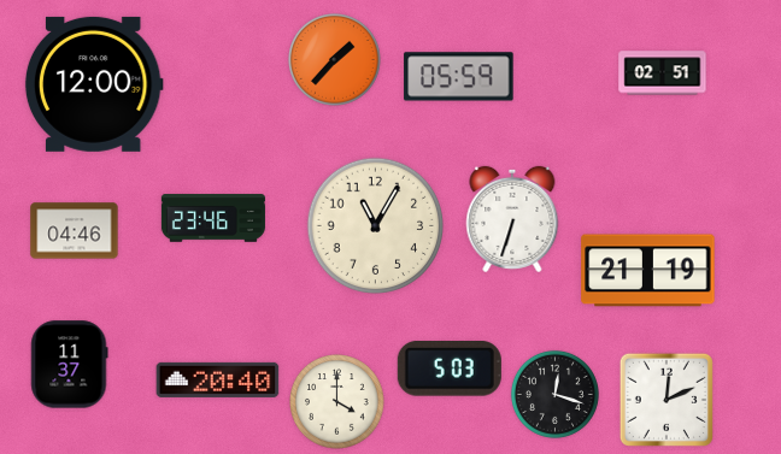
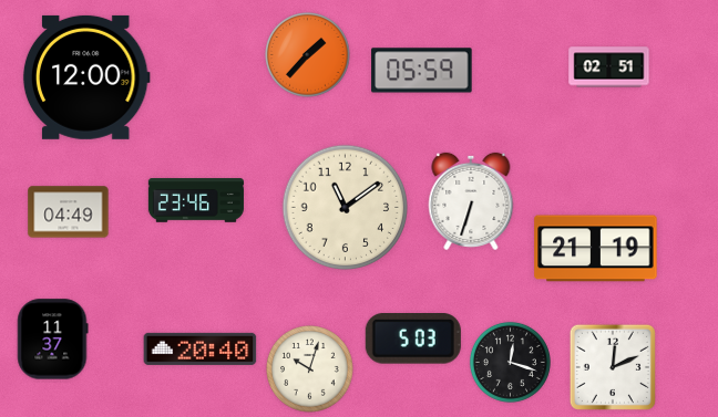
clock at (376, 226): 11:05 -> 11:09
clock at (75, 231): 04:46 -> 04:49
clock at (70, 365) position: (70, 365) -> (53, 340)
clock at (337, 402): 4:00 -> 10:03
